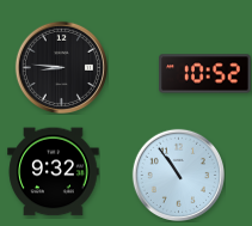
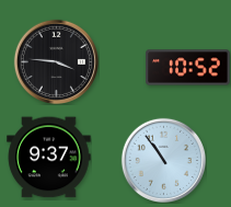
clock at (61, 67): 8:46 -> 3:46
clock at (54, 172): 9:32 -> 9:37
